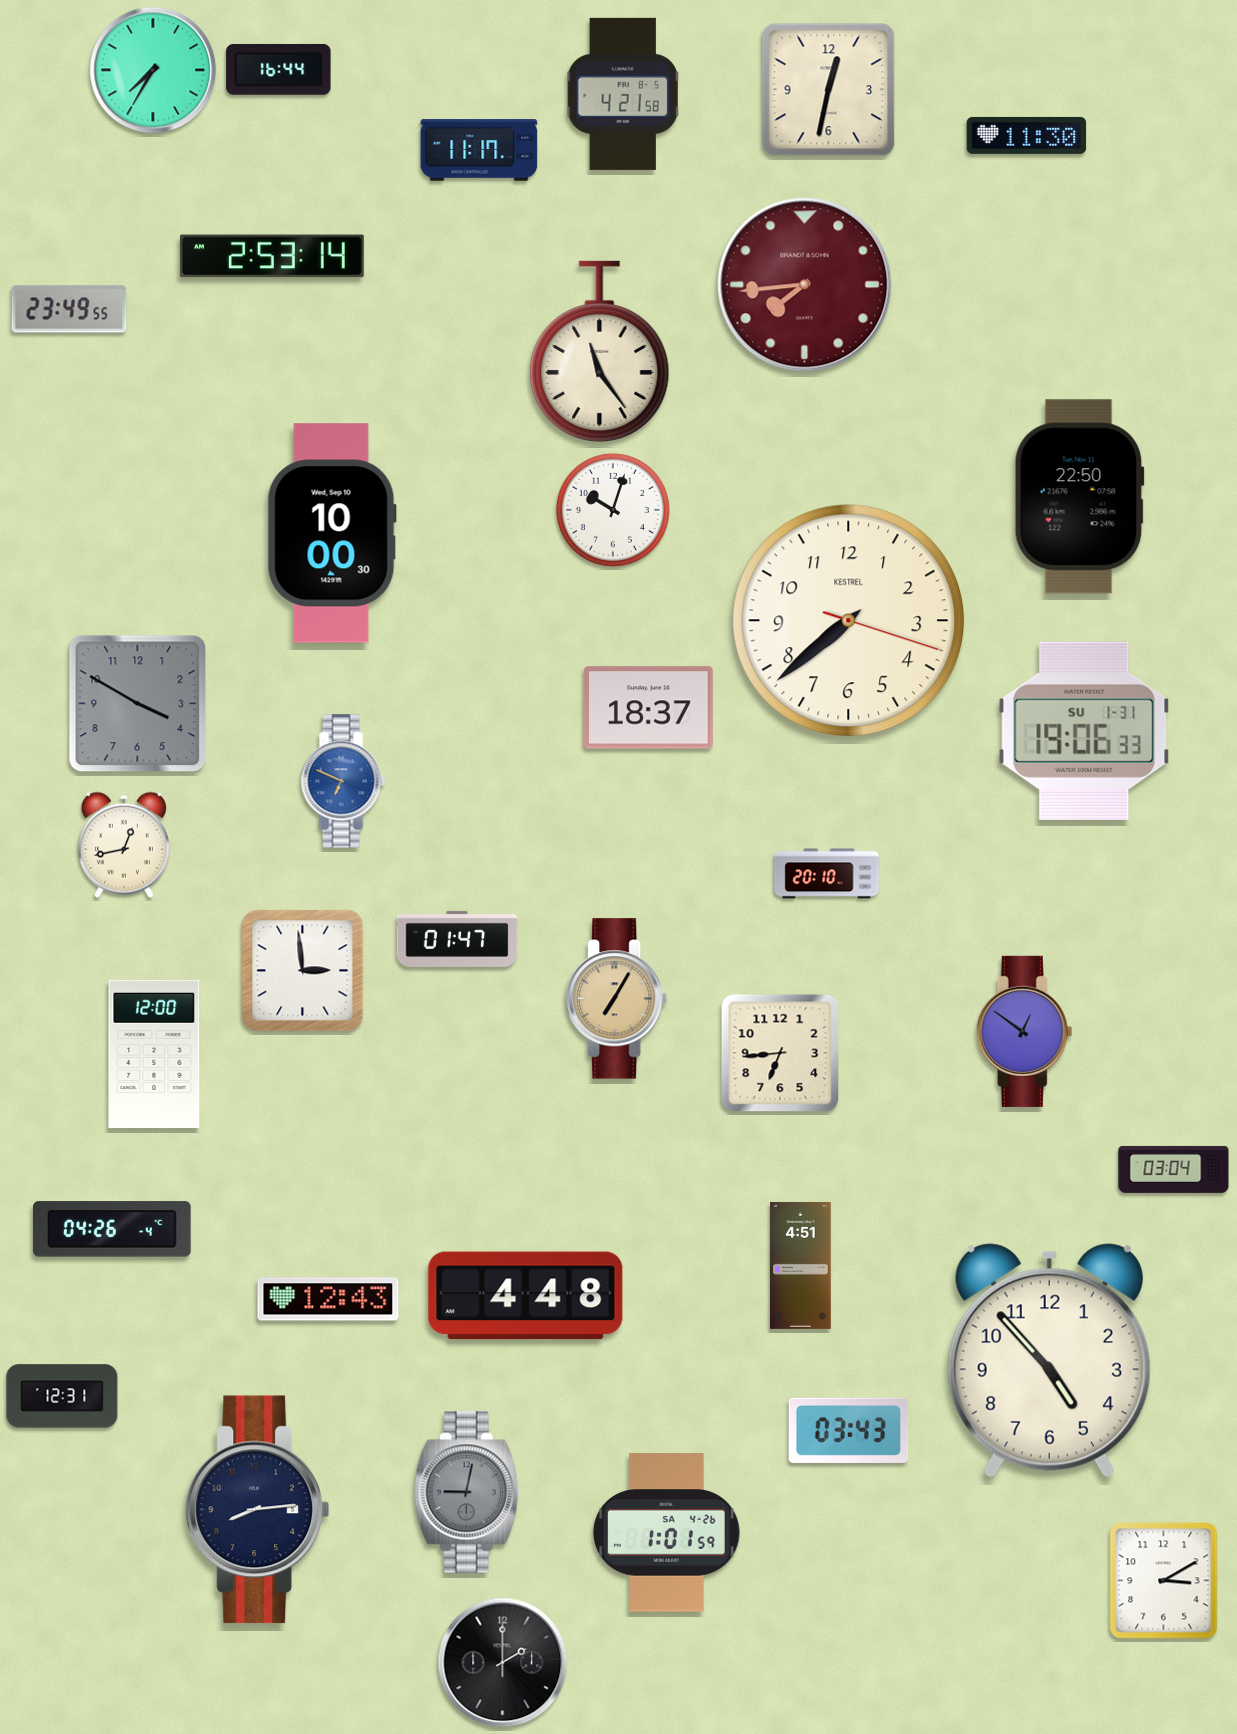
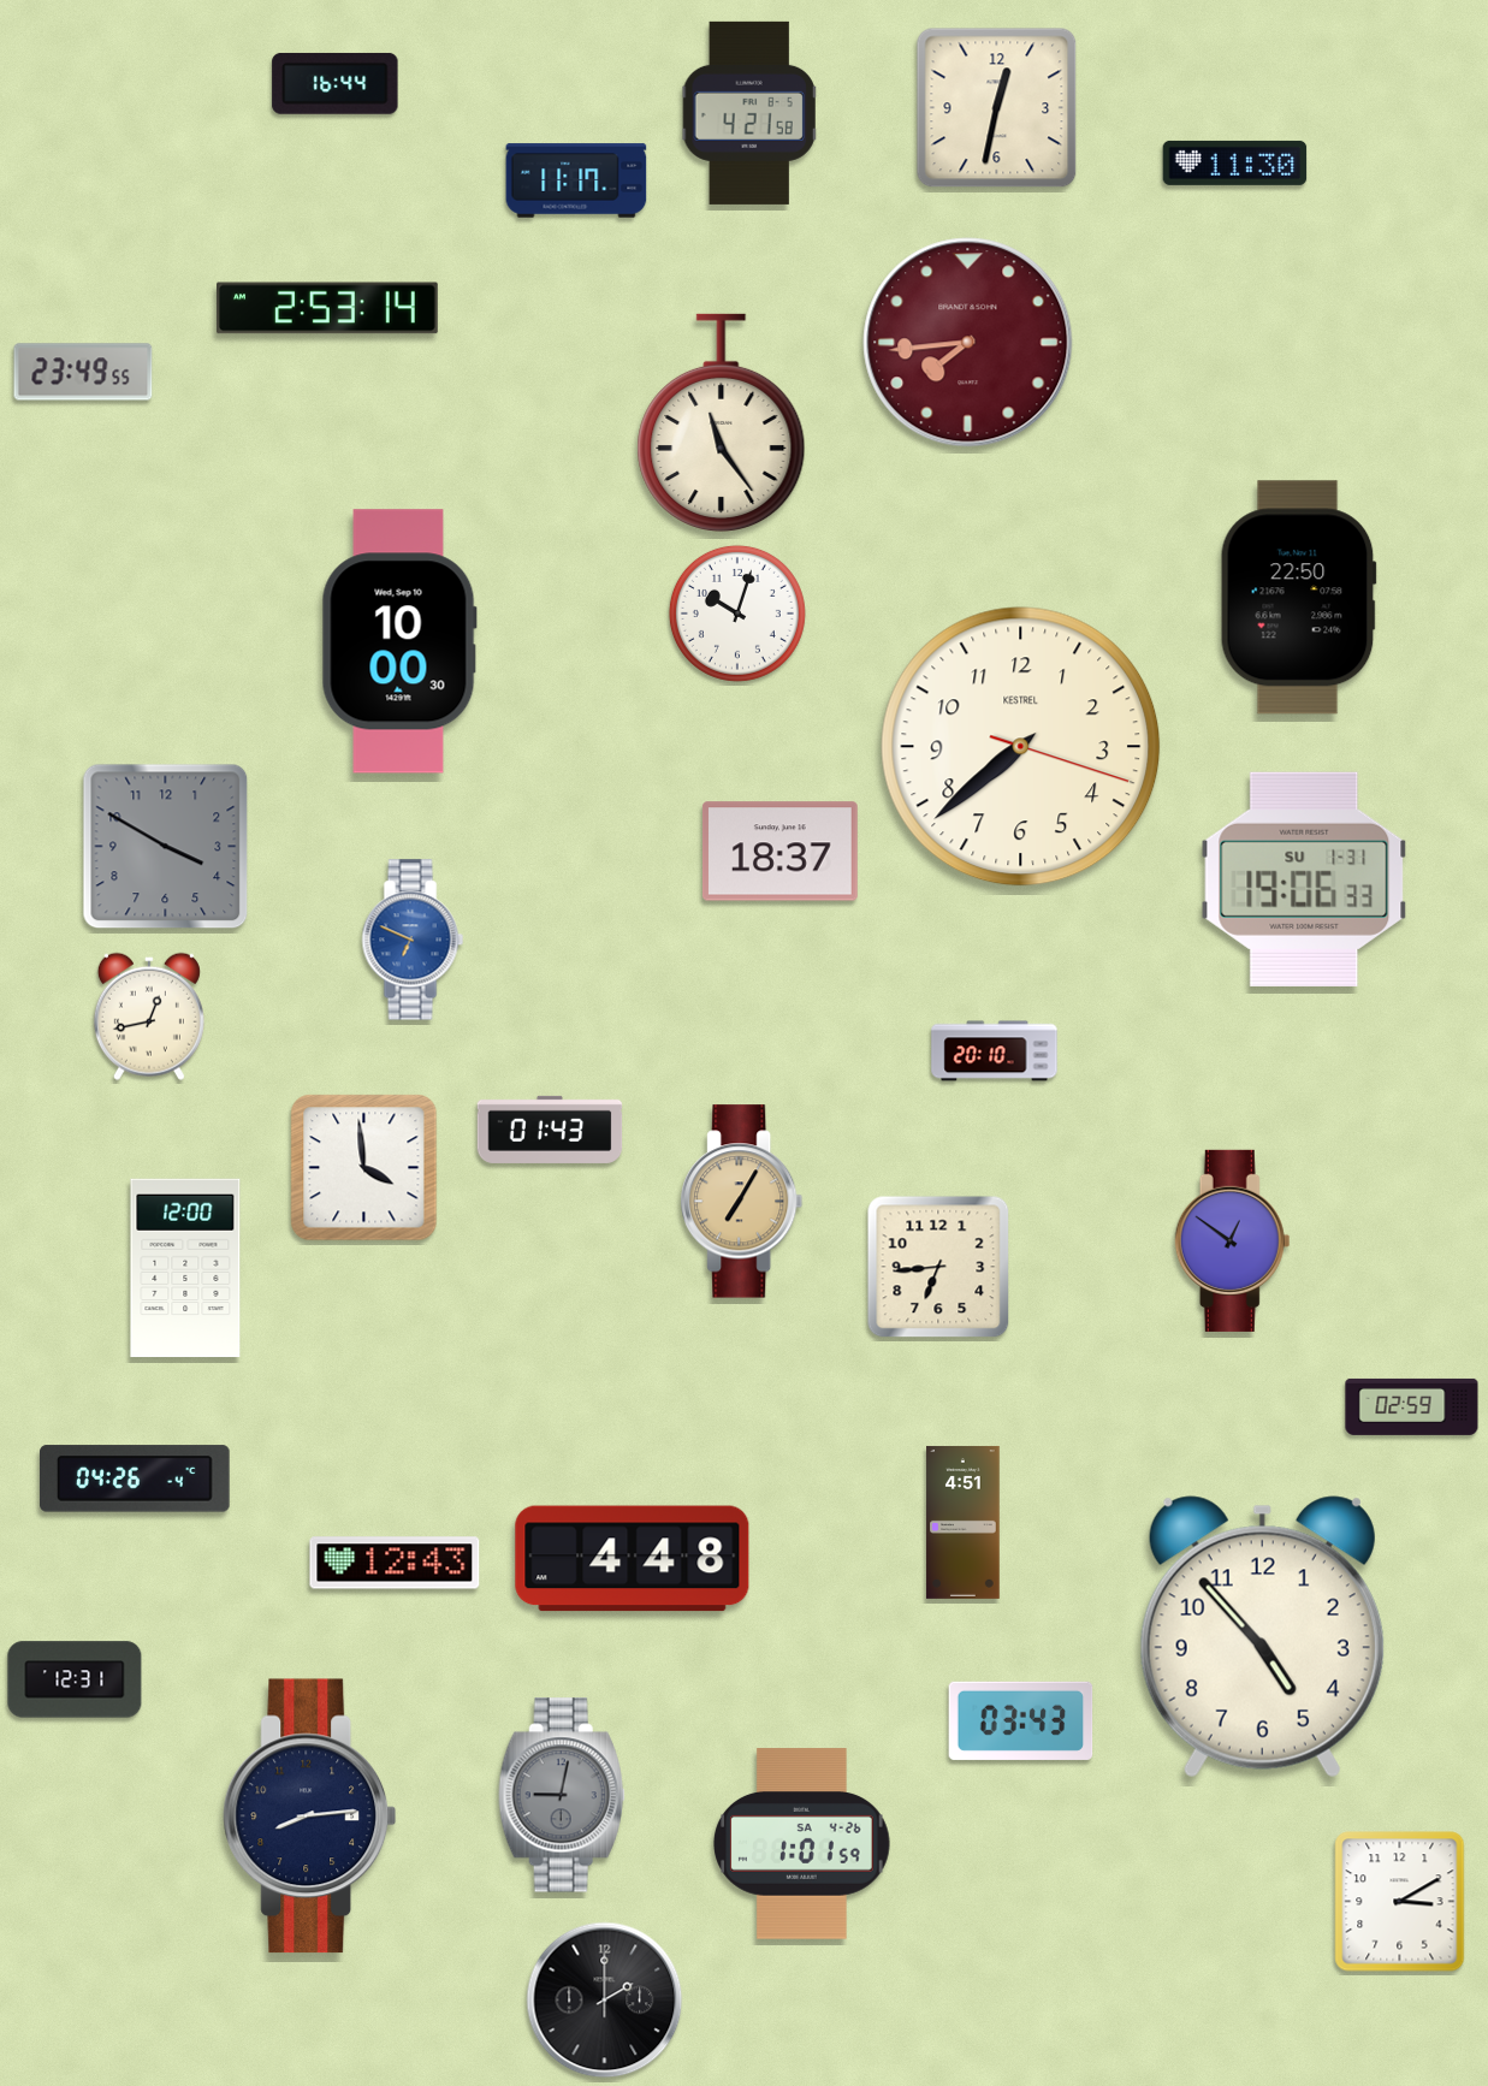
clock at (153, 70): 7:35 -> none
clock at (457, 939): 01:47 -> 01:43
clock at (303, 971): 2:59 -> 3:59
clock at (1174, 1169): 03:04 -> 02:59
